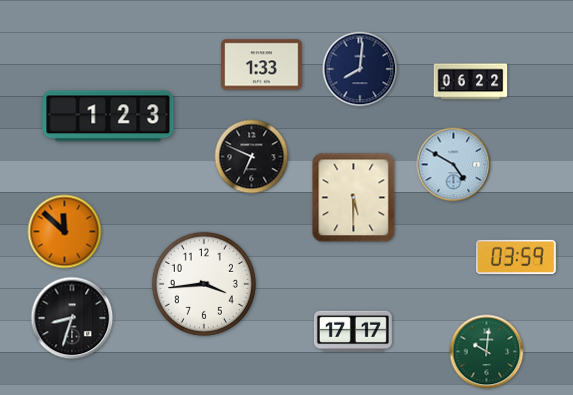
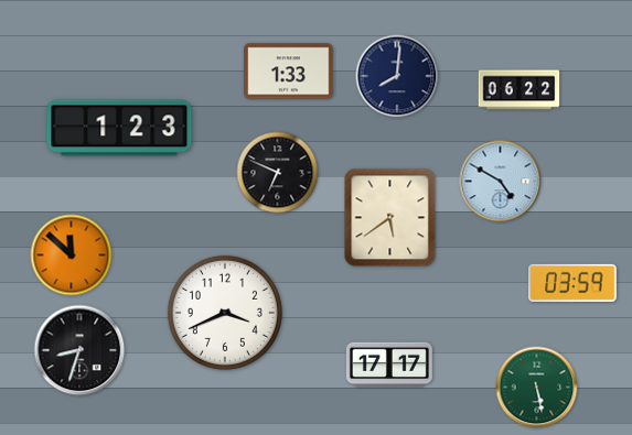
clock at (354, 198): 5:30 -> 5:39
clock at (516, 257) position: (516, 257) -> (572, 283)
clock at (204, 284): 3:44 -> 3:41
clock at (487, 352): 10:01 -> 5:28
